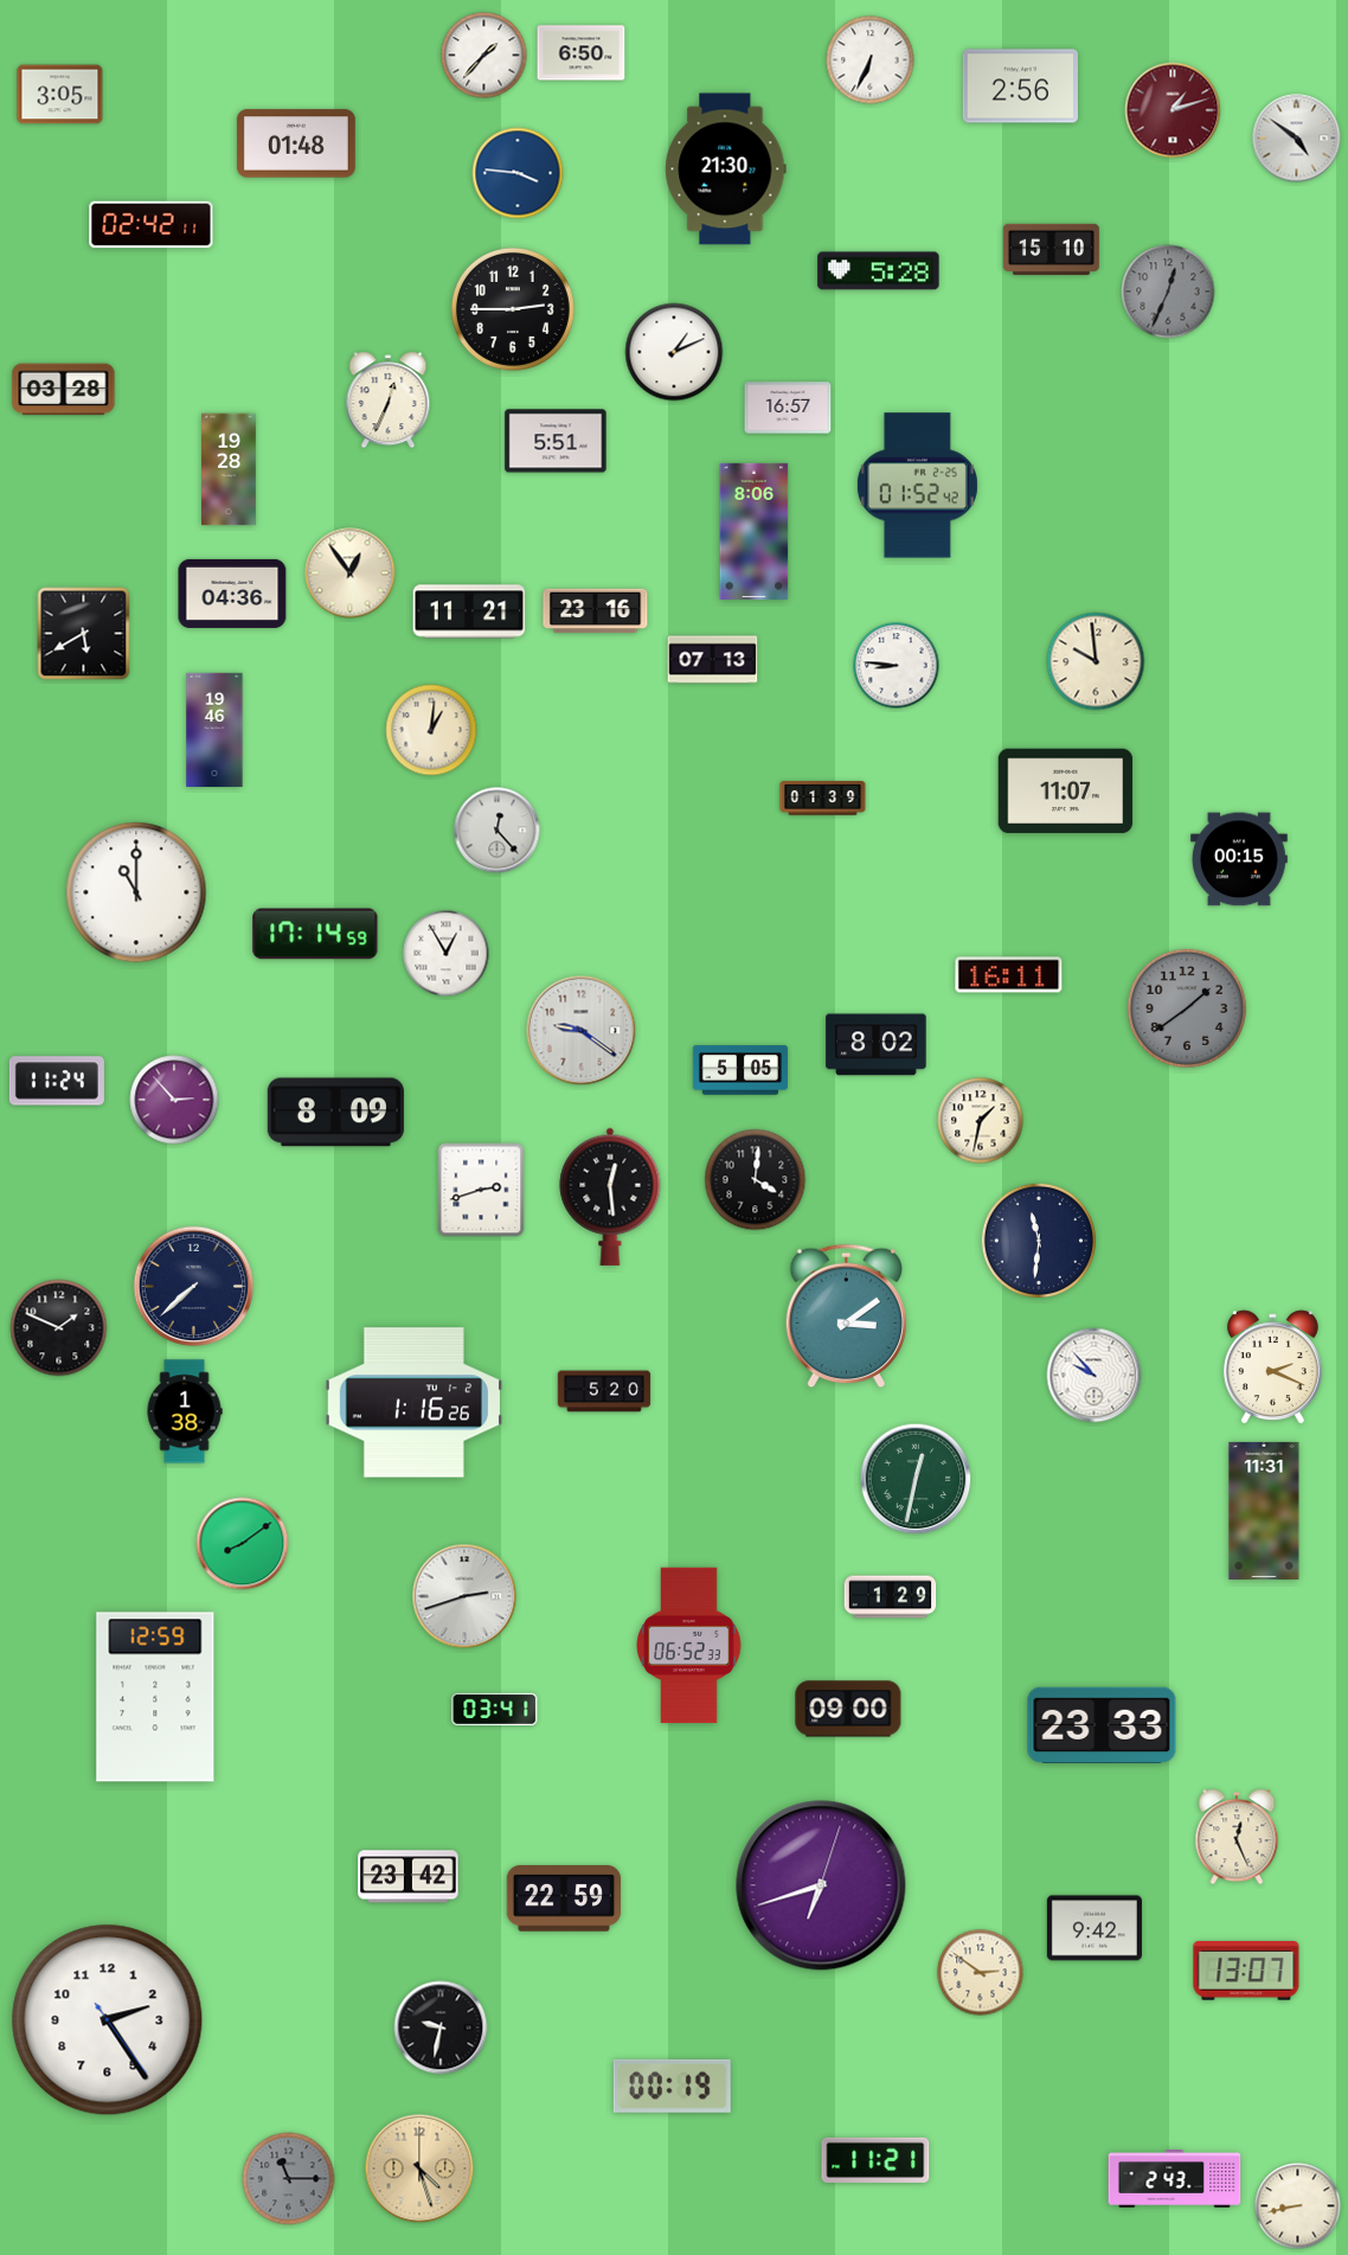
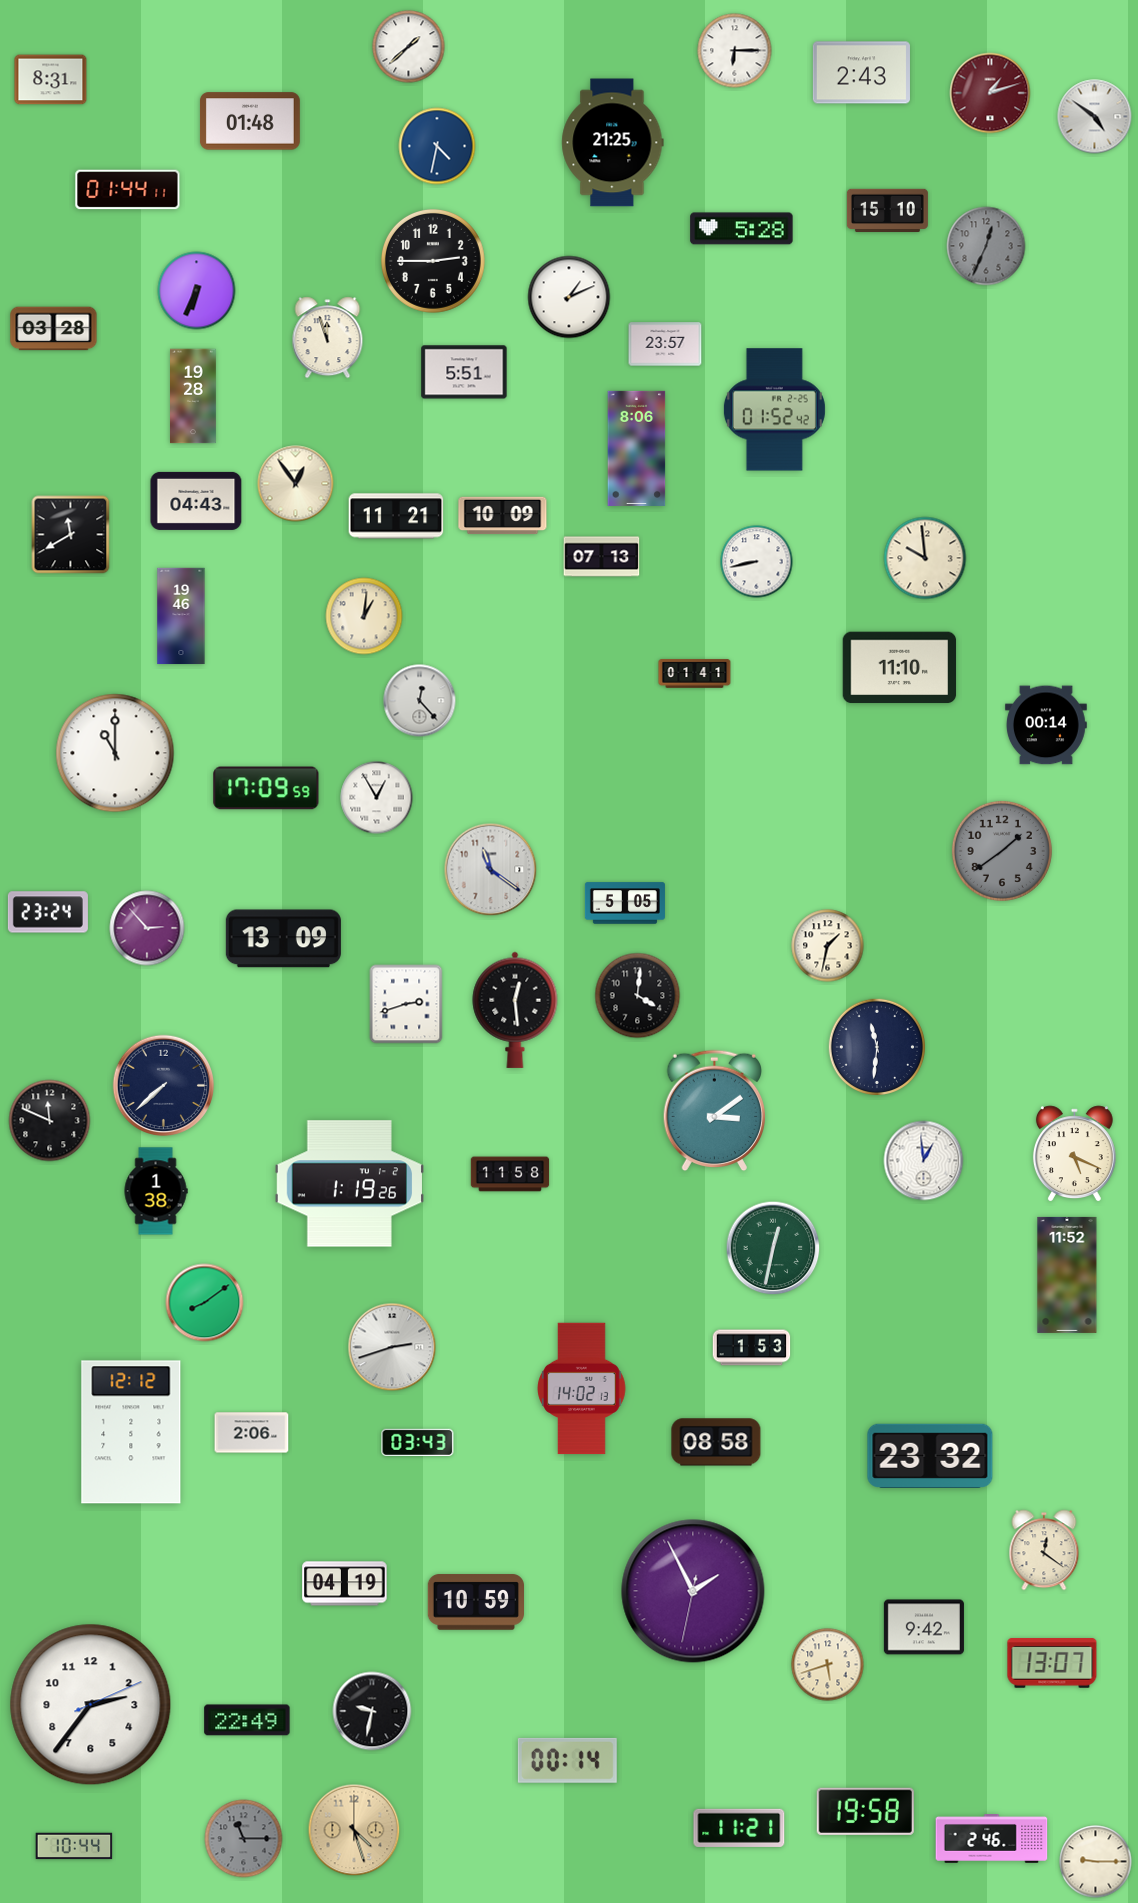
clock at (582, 53): 6:50 -> none
clock at (484, 56): 1:37 -> 1:38
clock at (871, 60): 6:34 -> 6:15
clock at (1020, 87): 2:56 -> 2:43
clock at (60, 95): 3:05 -> 8:31
clock at (726, 169): 21:30 -> 21:25
clock at (518, 173): 3:46 -> 4:32
clock at (152, 225): 02:42 -> 01:44
clock at (197, 291): none -> 6:34
clock at (389, 401): 12:34 -> 11:57
clock at (788, 408): 16:57 -> 23:57
clock at (556, 441) position: (556, 441) -> (464, 372)
clock at (232, 594): 04:36 -> 04:43
clock at (596, 611): 23:16 -> 10:09
clock at (84, 634): 5:40 -> 11:40
clock at (897, 666): 8:46 -> 8:43
clock at (1066, 792): 11:07 -> 11:10
clock at (823, 799): 01:39 -> 01:41
clock at (1239, 859): 00:15 -> 00:14
clock at (315, 934): 17:14 -> 17:09
clock at (447, 954) position: (447, 954) -> (377, 798)
clock at (1009, 975): 16:11 -> none
clock at (582, 1031): 9:21 -> 11:21
clock at (877, 1045): 8:02 -> none
clock at (57, 1081): 11:24 -> 23:24
clock at (335, 1113): 8:09 -> 13:09
clock at (59, 1328): 1:49 -> 11:49
clock at (1272, 1367): 2:19 -> 5:19
clock at (1095, 1376): 9:53 -> 12:59
clock at (604, 1391): 5:20 -> 11:58
clock at (413, 1403): 1:16 -> 1:19
clock at (1264, 1511): 11:31 -> 11:52
clock at (891, 1597): 1:29 -> 1:53
clock at (689, 1646): 06:52 -> 14:02
clock at (155, 1697): 12:59 -> 12:12
clock at (252, 1433): none -> 2:06
clock at (495, 1709): 03:41 -> 03:43
clock at (848, 1709): 09:00 -> 08:58
clock at (1102, 1724): 23:33 -> 23:32
clock at (1237, 1837): 12:26 -> 12:21
clock at (409, 1877): 23:42 -> 04:19
clock at (821, 1885): 6:42 -> 1:55
clock at (563, 1898): 22:59 -> 10:59
clock at (981, 1973): 2:51 -> 5:42
clock at (108, 2020): 2:24 -> 2:36
clock at (247, 1720): none -> 22:49
clock at (672, 2086): 00:19 -> 00:14
clock at (865, 1811): none -> 19:58
clock at (875, 2160) position: (875, 2160) -> (739, 1828)
clock at (1175, 2179): 2:43 -> 2:46
clock at (74, 1846): none -> 10:44
clock at (1298, 2206): 8:43 -> 9:15
